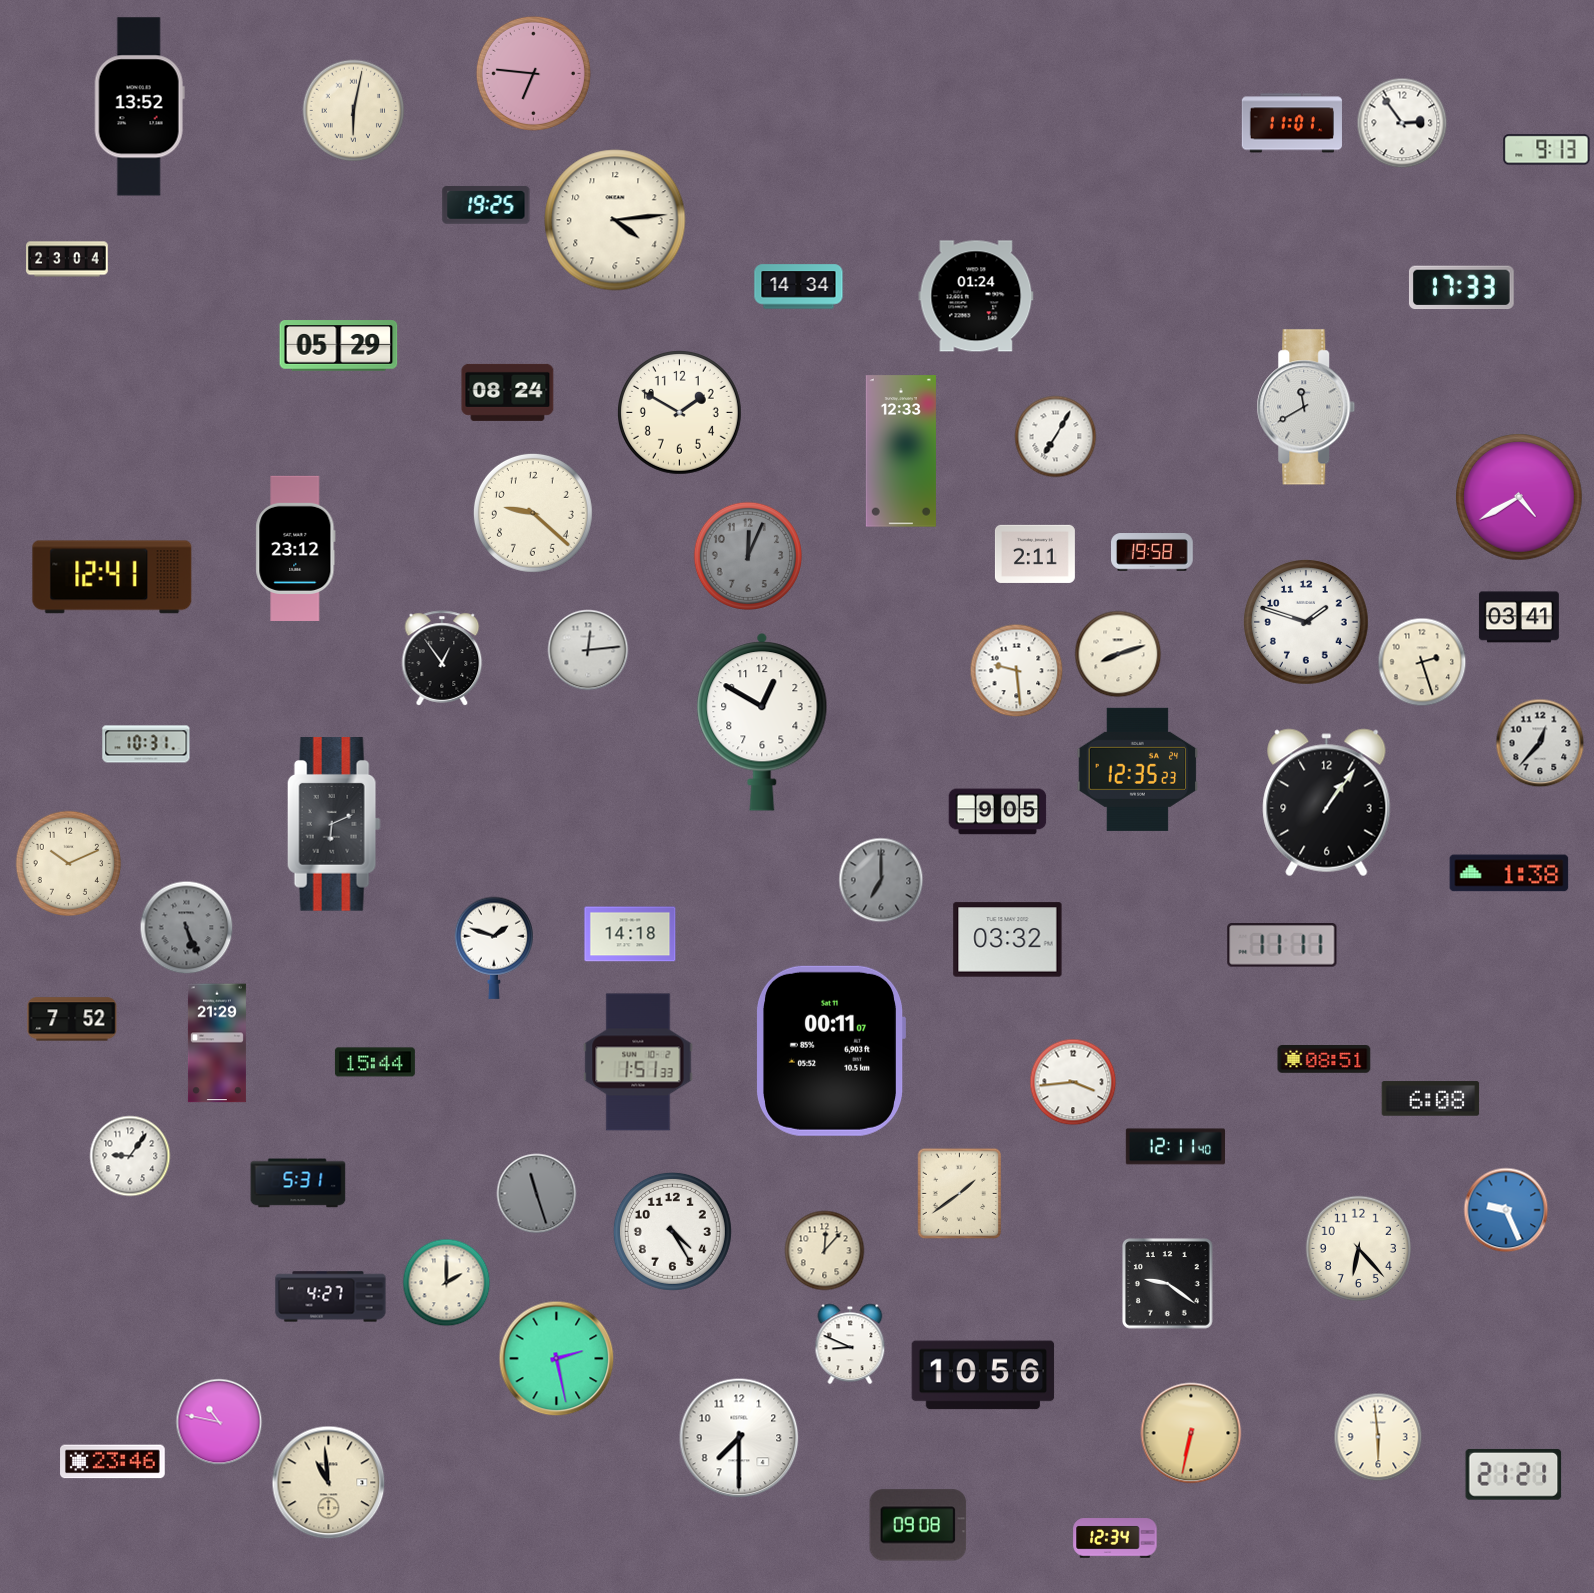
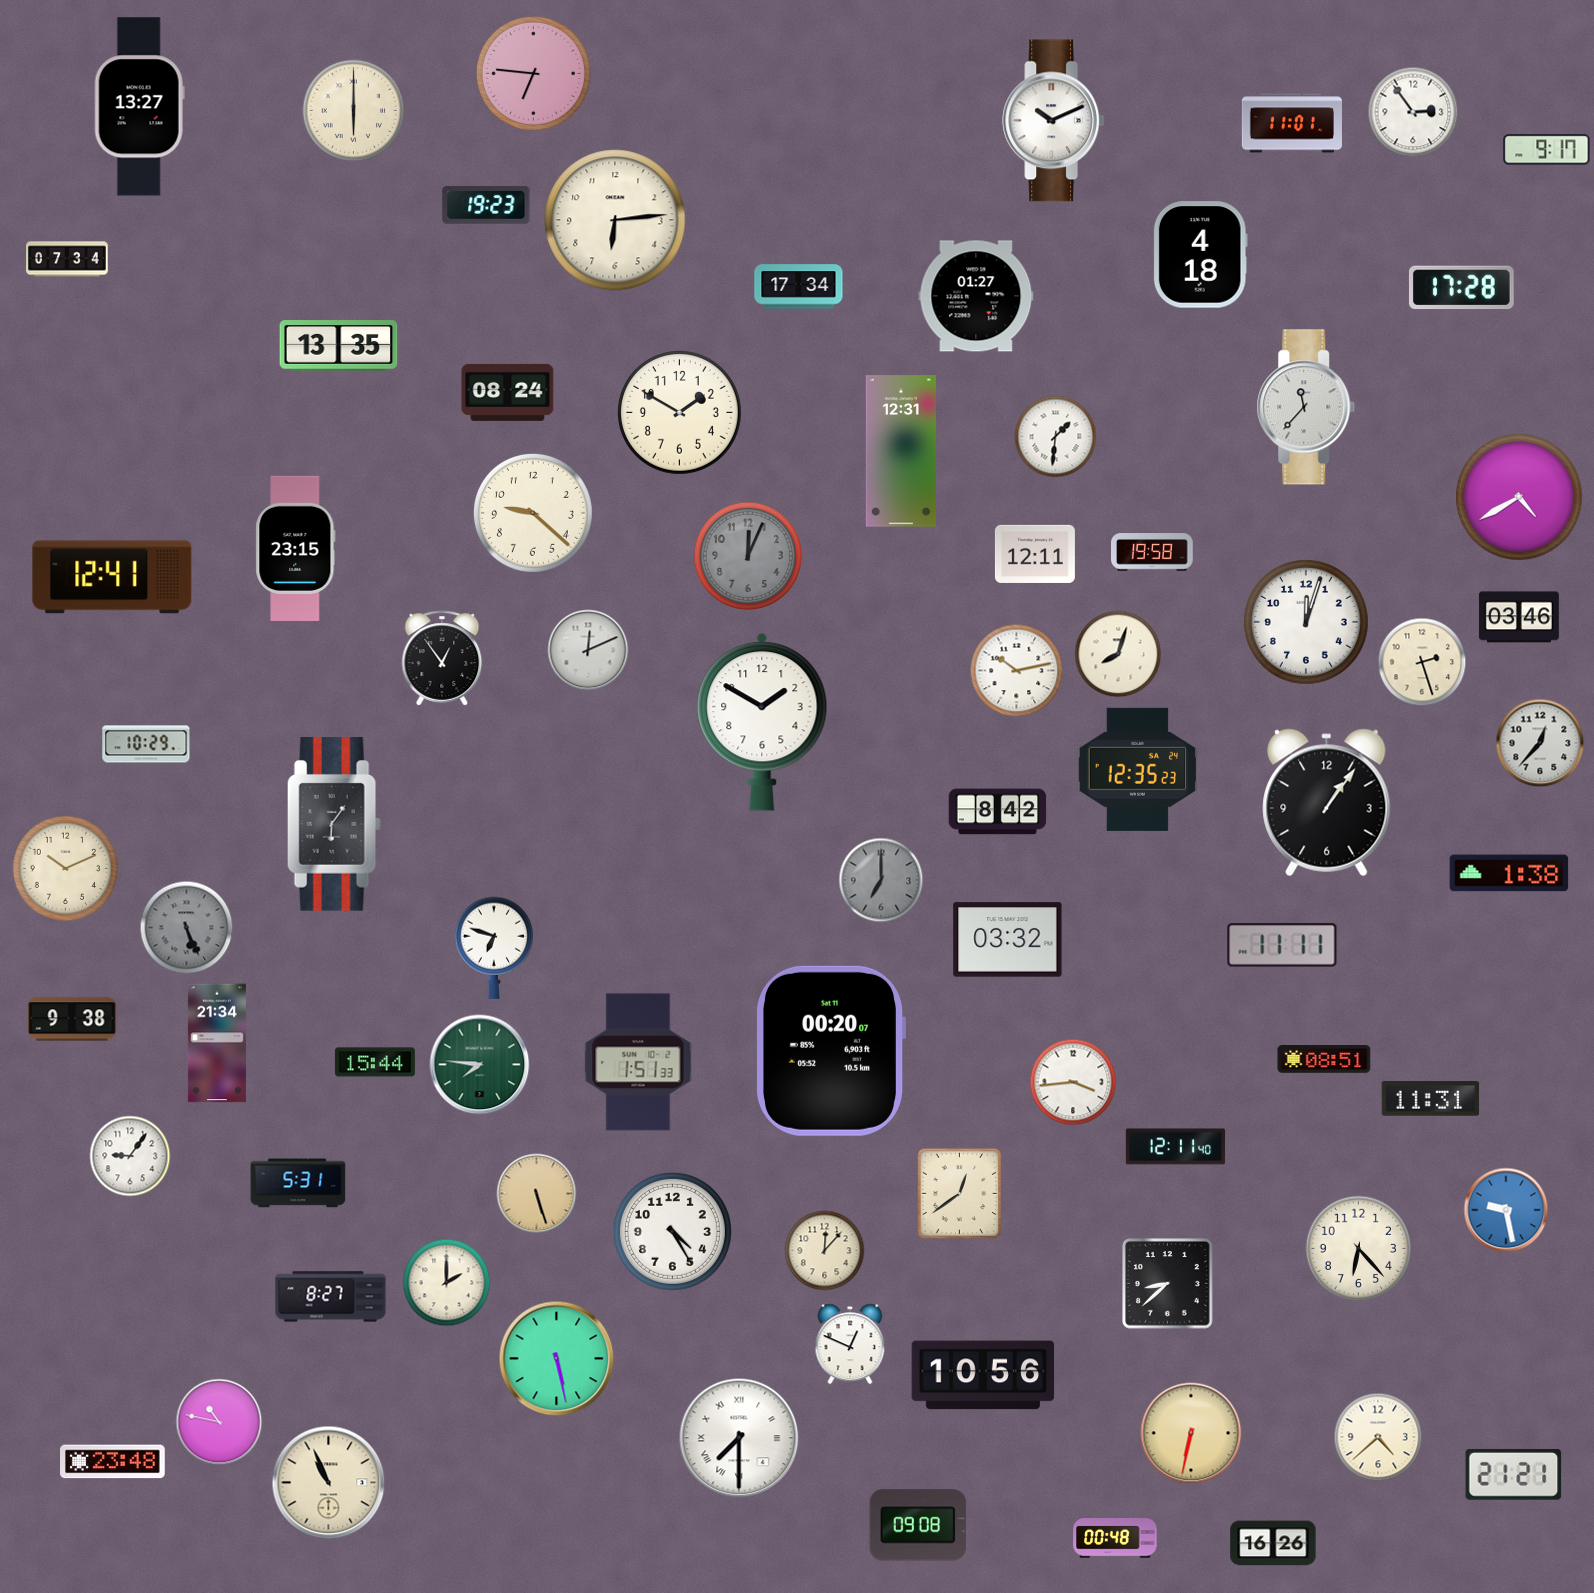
clock at (139, 107): 13:52 -> 13:27
clock at (354, 111): 6:02 -> 6:00
clock at (1054, 121): none -> 10:11
clock at (1402, 123) position: (1402, 123) -> (1413, 112)
clock at (1547, 150): 9:13 -> 9:17
clock at (486, 205): 19:25 -> 19:23
clock at (615, 220): 4:14 -> 6:14
clock at (1200, 255): none -> 4:18
clock at (67, 259): 23:04 -> 07:34
clock at (799, 287): 14:34 -> 17:34
clock at (1462, 288): 17:33 -> 17:28
clock at (976, 296): 01:24 -> 01:27
clock at (339, 346): 05:29 -> 13:35
clock at (1306, 407): 11:40 -> 11:37
clock at (1056, 437): 7:05 -> 1:31
clock at (901, 451): 12:33 -> 12:31
clock at (296, 548): 23:12 -> 23:15
clock at (1035, 554): 2:11 -> 12:11
clock at (1519, 617): 03:41 -> 03:46
clock at (1307, 623): 1:48 -> 12:03
clock at (588, 650): 12:14 -> 12:11
clock at (1118, 654): 8:12 -> 8:03
clock at (1017, 671): 9:29 -> 10:13
clock at (762, 722): 12:50 -> 1:50
clock at (146, 744): 10:31 -> 10:29
clock at (998, 812): 9:05 -> 8:42
clock at (334, 824): 6:11 -> 6:06
clock at (68, 863) position: (68, 863) -> (65, 868)
clock at (630, 934): 14:18 -> none
clock at (493, 948): 1:48 -> 6:48
clock at (72, 1019): 7:52 -> 9:38
clock at (217, 1043): 21:29 -> 21:34
clock at (831, 1051): 00:11 -> 00:20
clock at (480, 1065): none -> 7:46
clock at (1431, 1099): 6:08 -> 11:31
clock at (537, 1194): 11:27 -> 5:27
clock at (537, 1194) dial: grey -> champagne
clock at (960, 1194): 1:39 -> 12:39
clock at (1506, 1210): 9:26 -> 9:28
clock at (1168, 1284): 9:21 -> 8:38
clock at (331, 1297): 4:27 -> 8:27
clock at (850, 1344): 8:49 -> 12:49
clock at (557, 1359): 2:28 -> 5:28
clock at (1378, 1437): 5:59 -> 4:38
clock at (739, 1438) numerals: Arabic -> Roman
clock at (113, 1462): 23:46 -> 23:48
clock at (329, 1483): 10:59 -> 10:56
clock at (1115, 1538): 12:34 -> 00:48
clock at (1273, 1543): none -> 16:26
